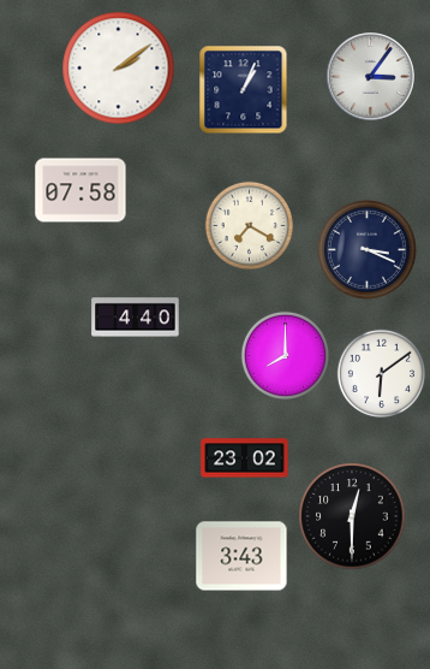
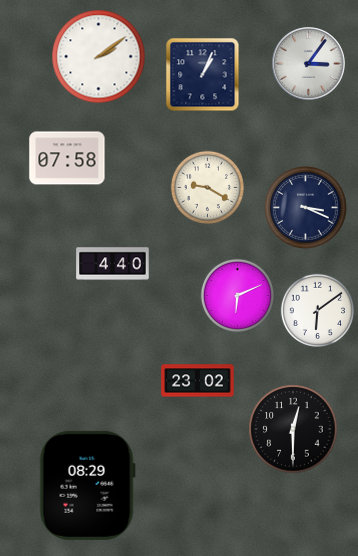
clock at (249, 225): 7:20 -> 9:20
clock at (285, 355): 8:00 -> 6:11
clock at (245, 458) position: (245, 458) -> (198, 381)
clock at (241, 556): 3:43 -> none
clock at (87, 485): none -> 08:29
